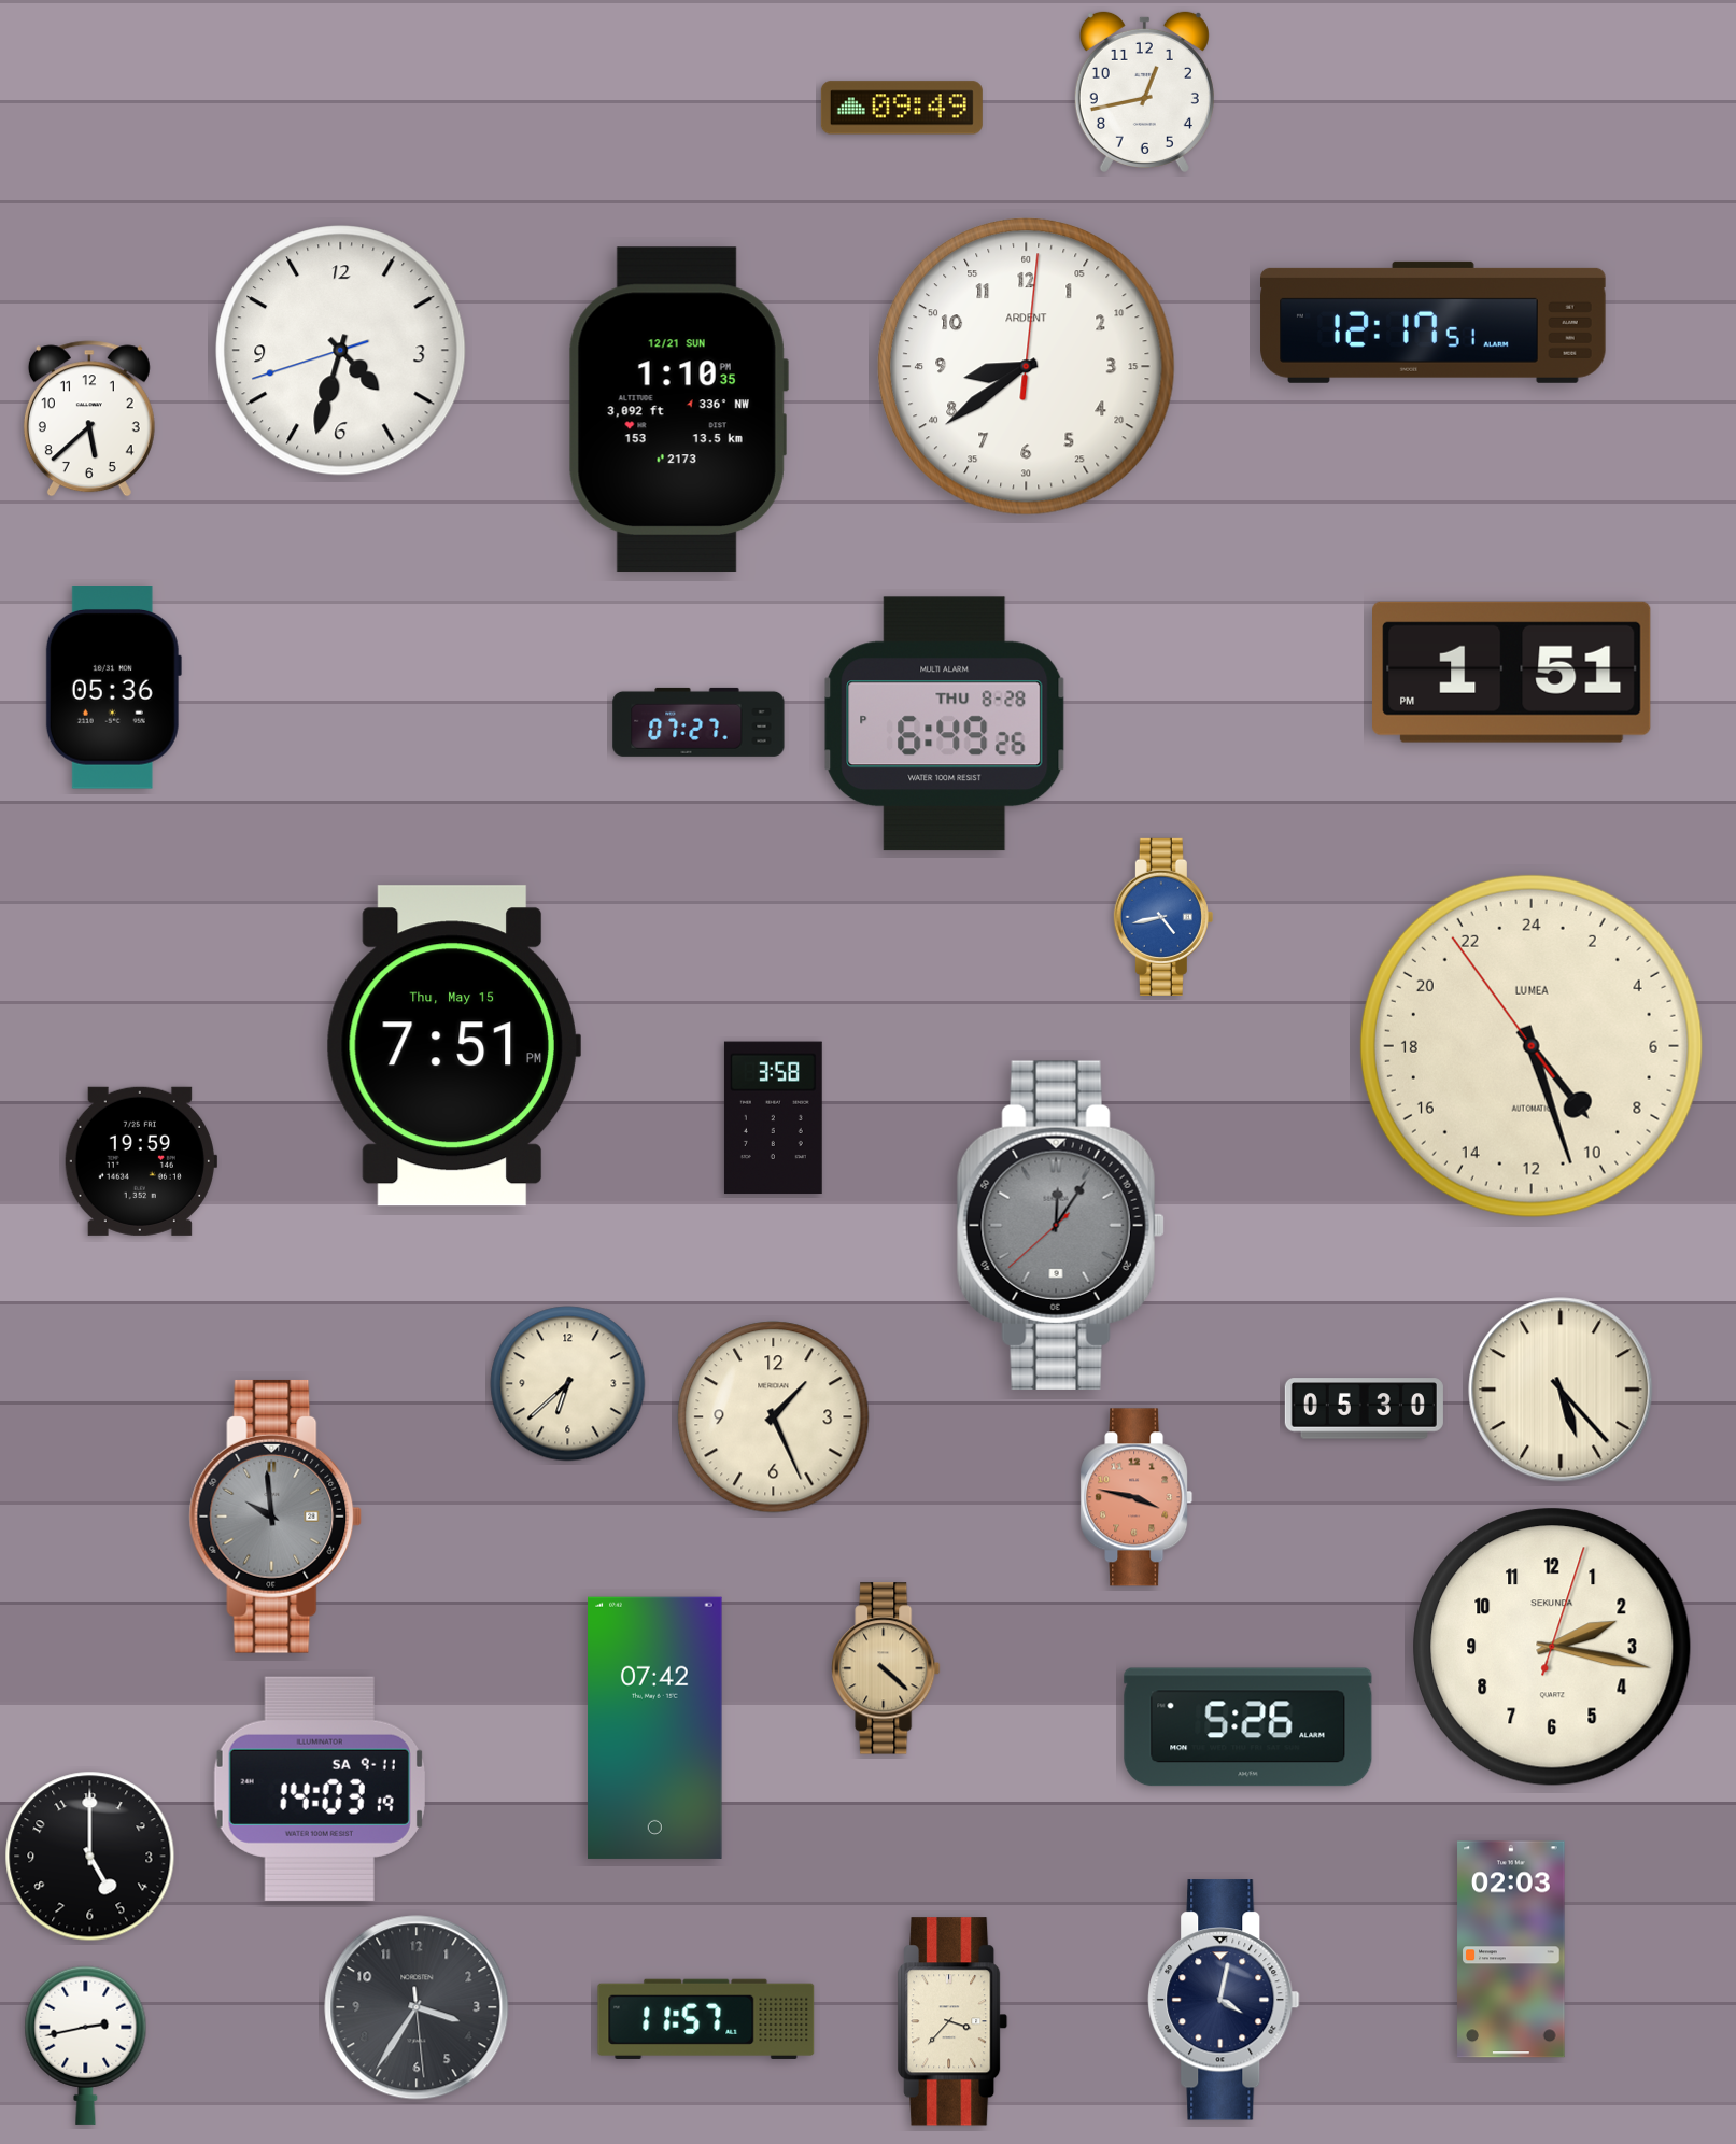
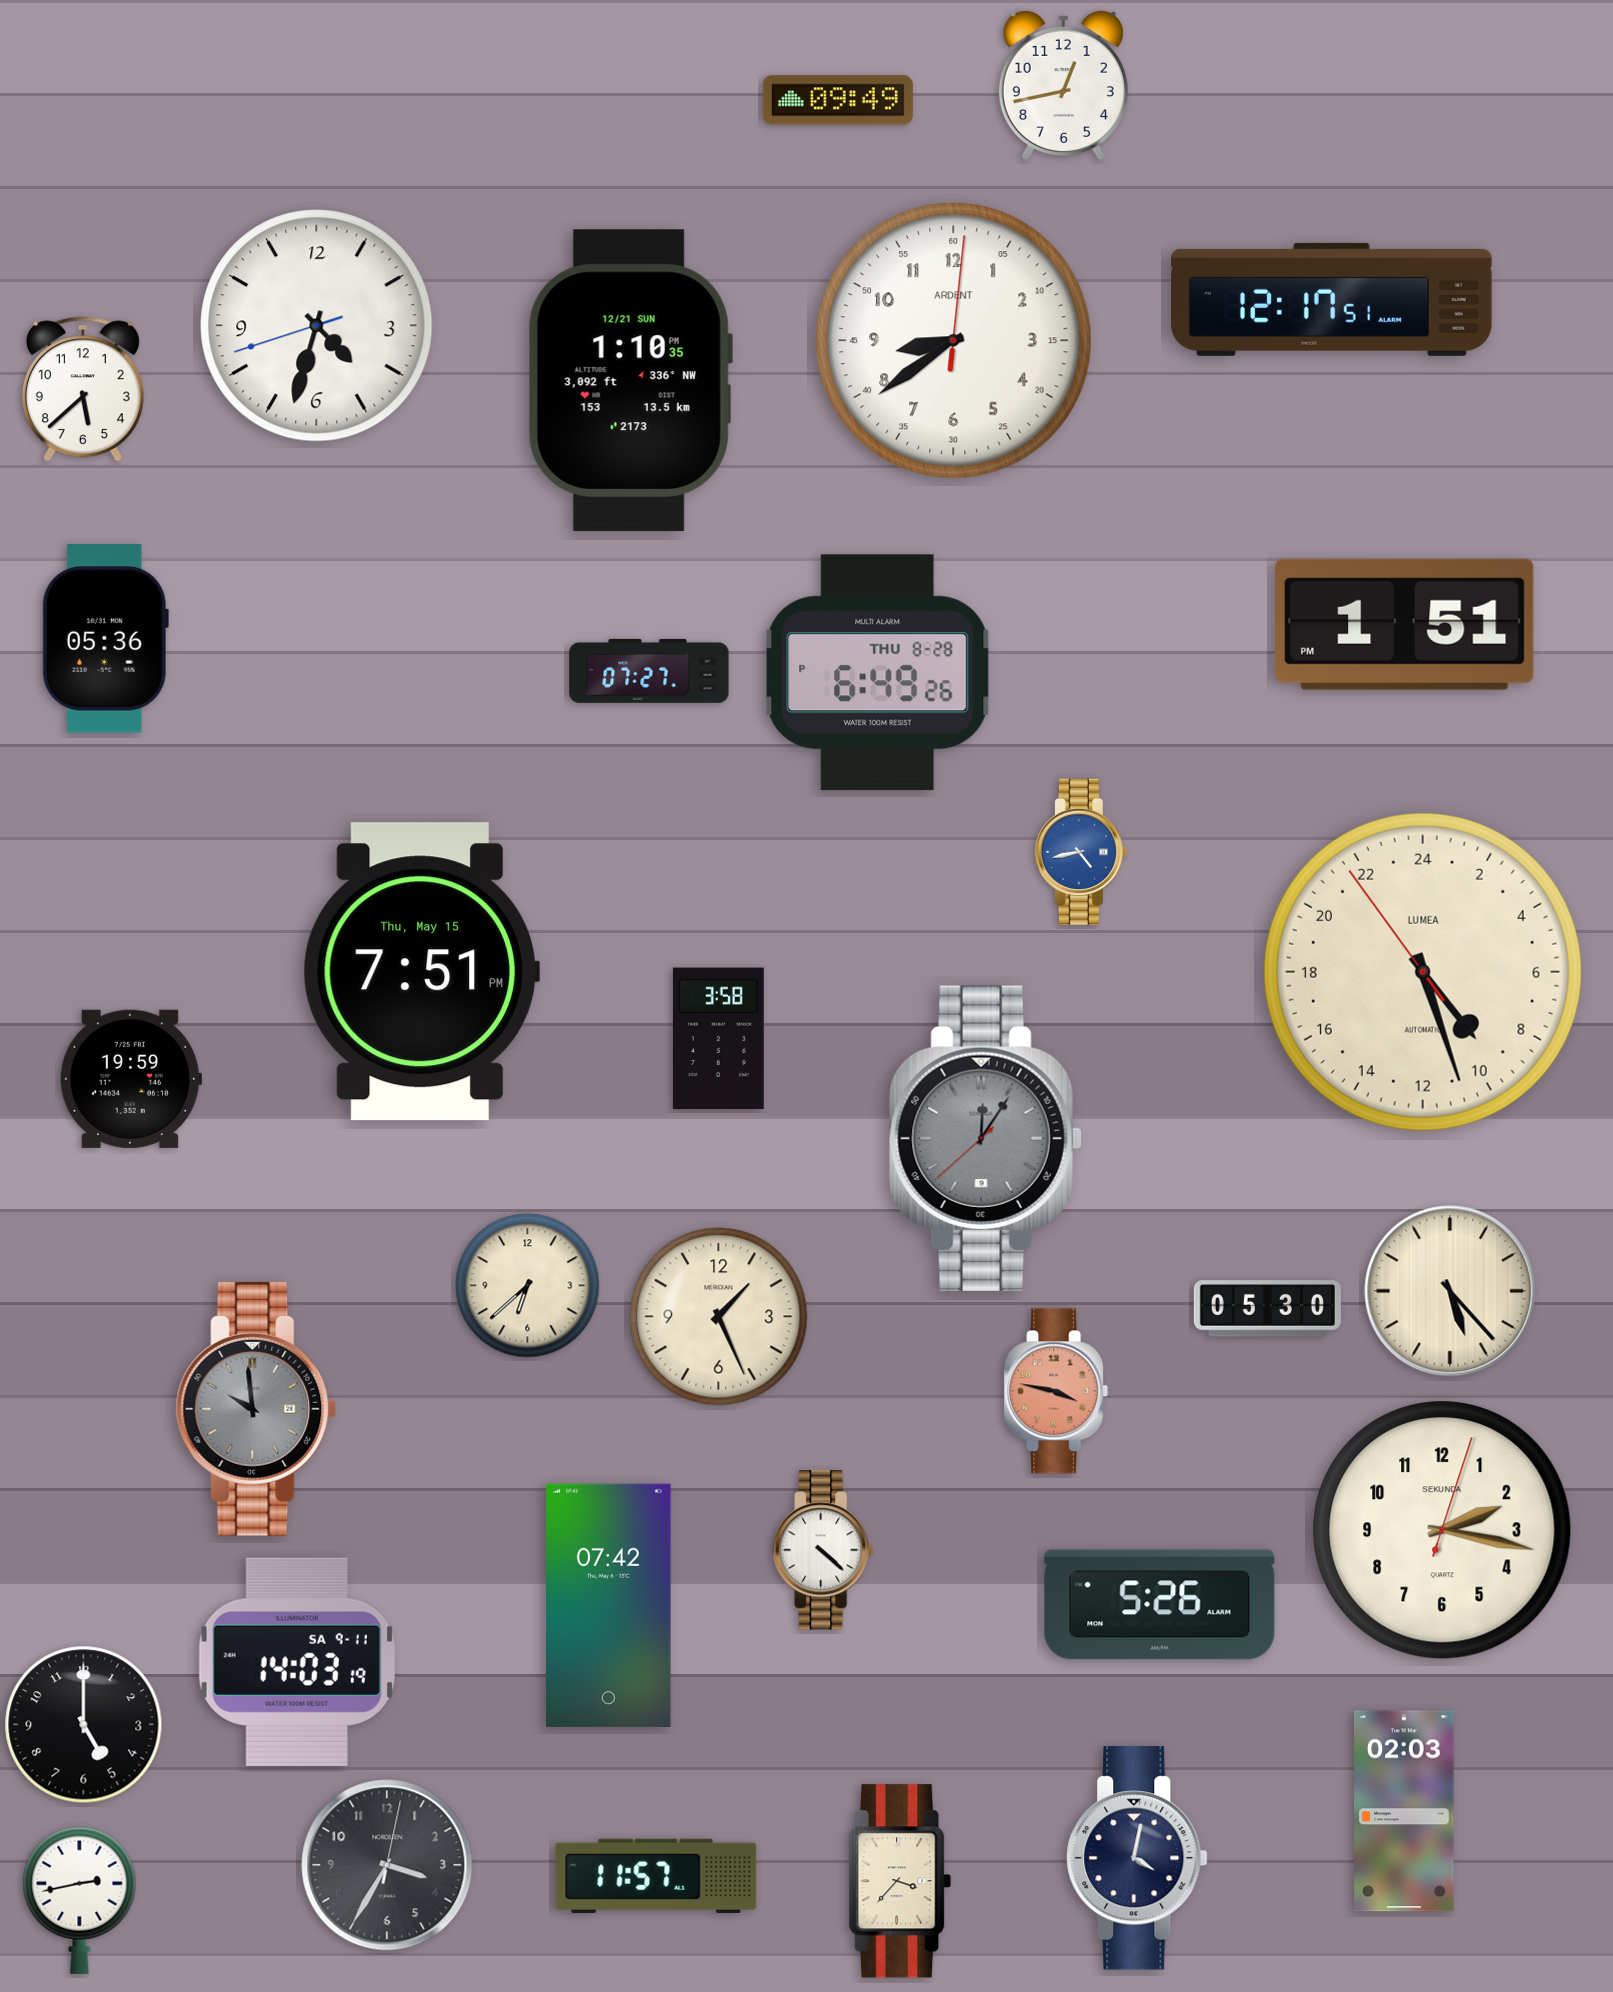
clock at (886, 1668) dial: champagne -> white
clock at (417, 2007): 3:35:29 -> 3:35:02
clock at (954, 2021) position: (954, 2021) -> (901, 1881)
